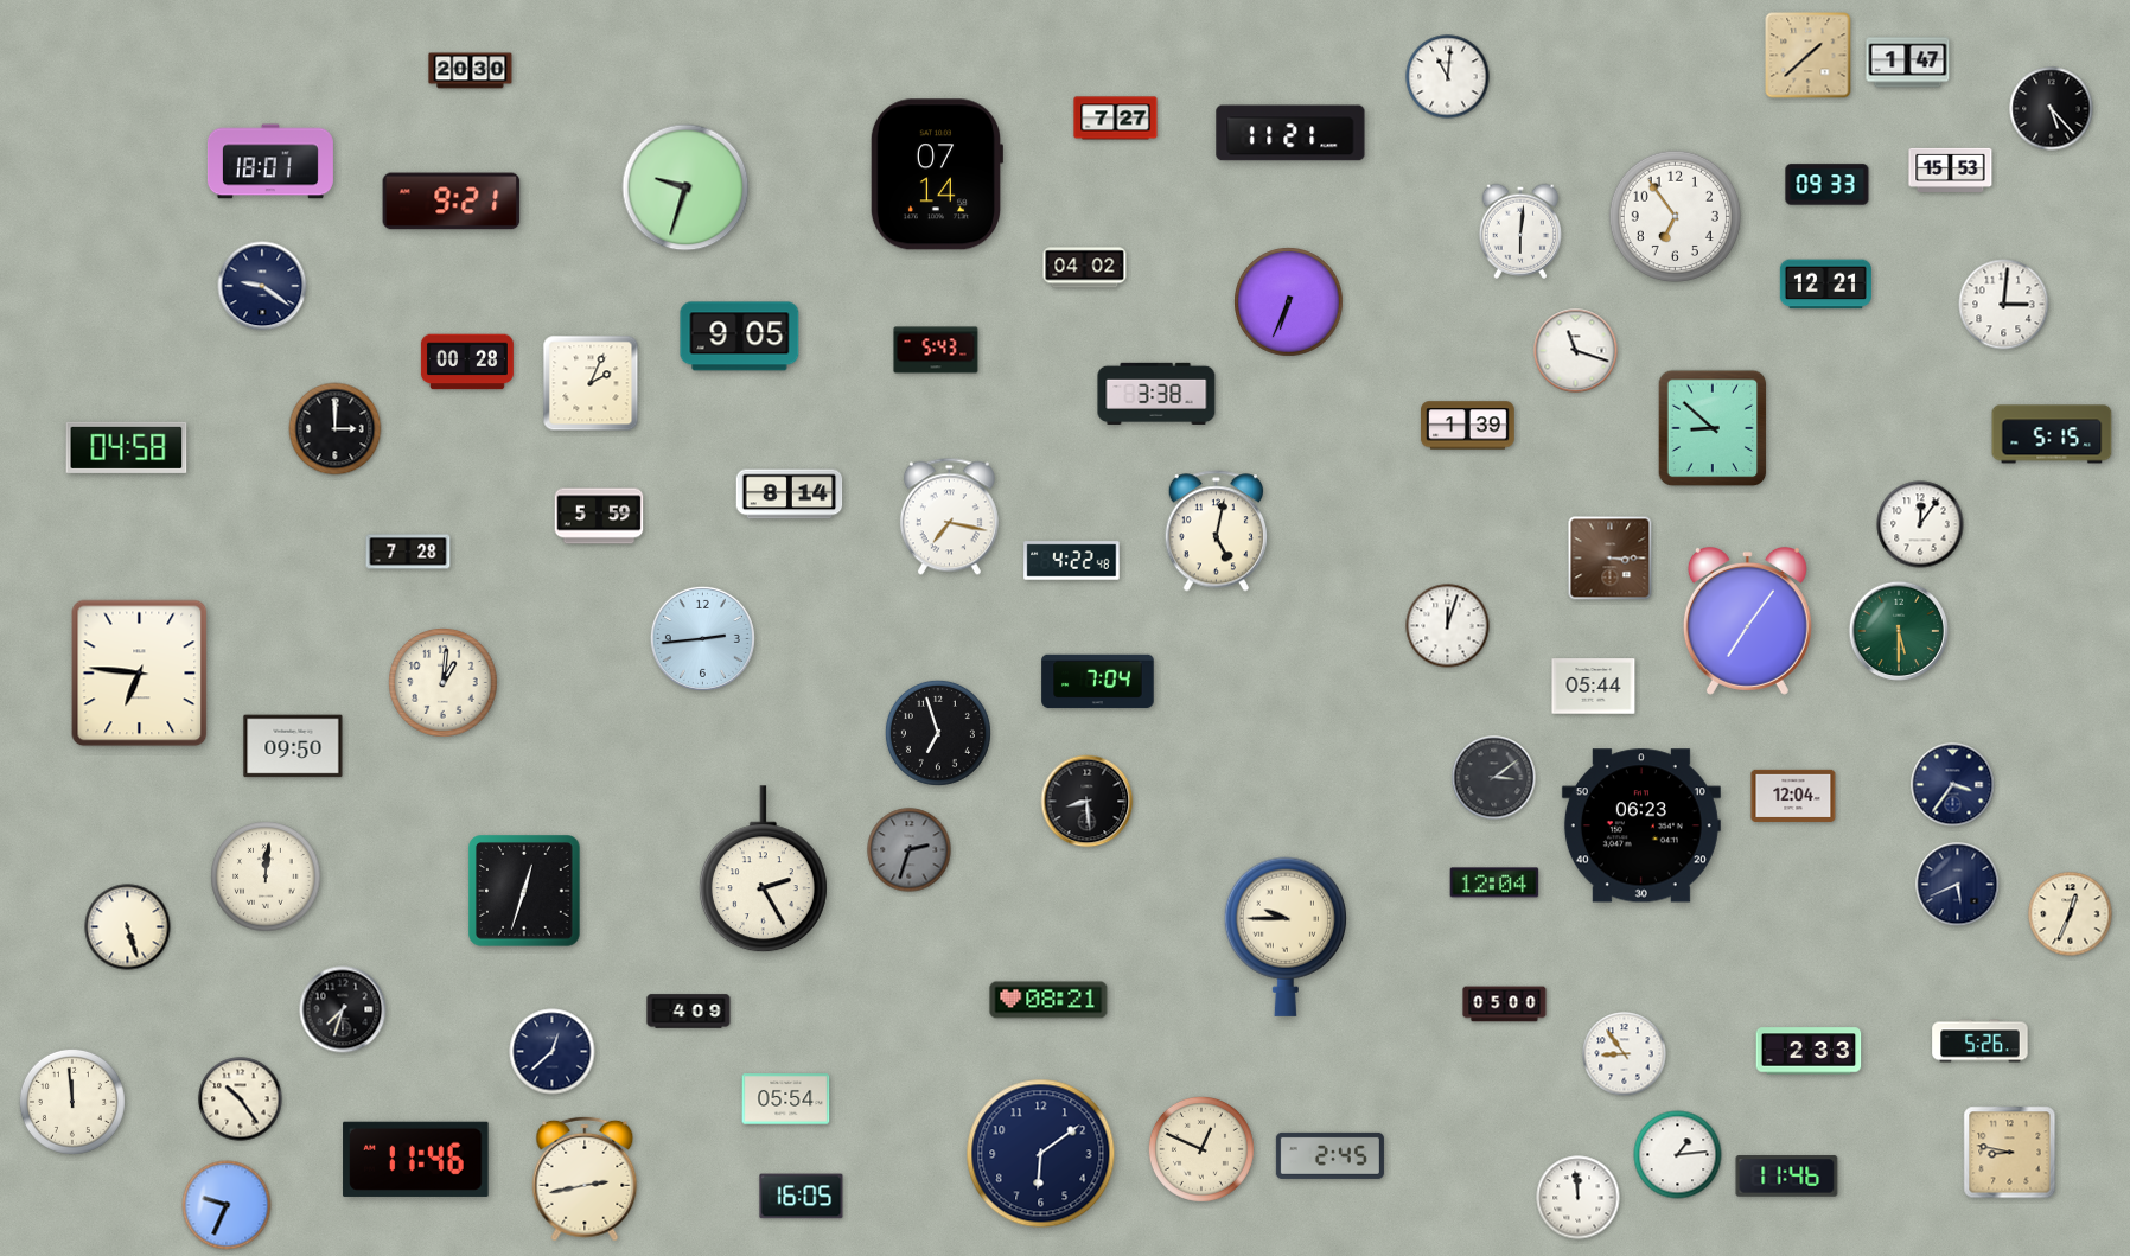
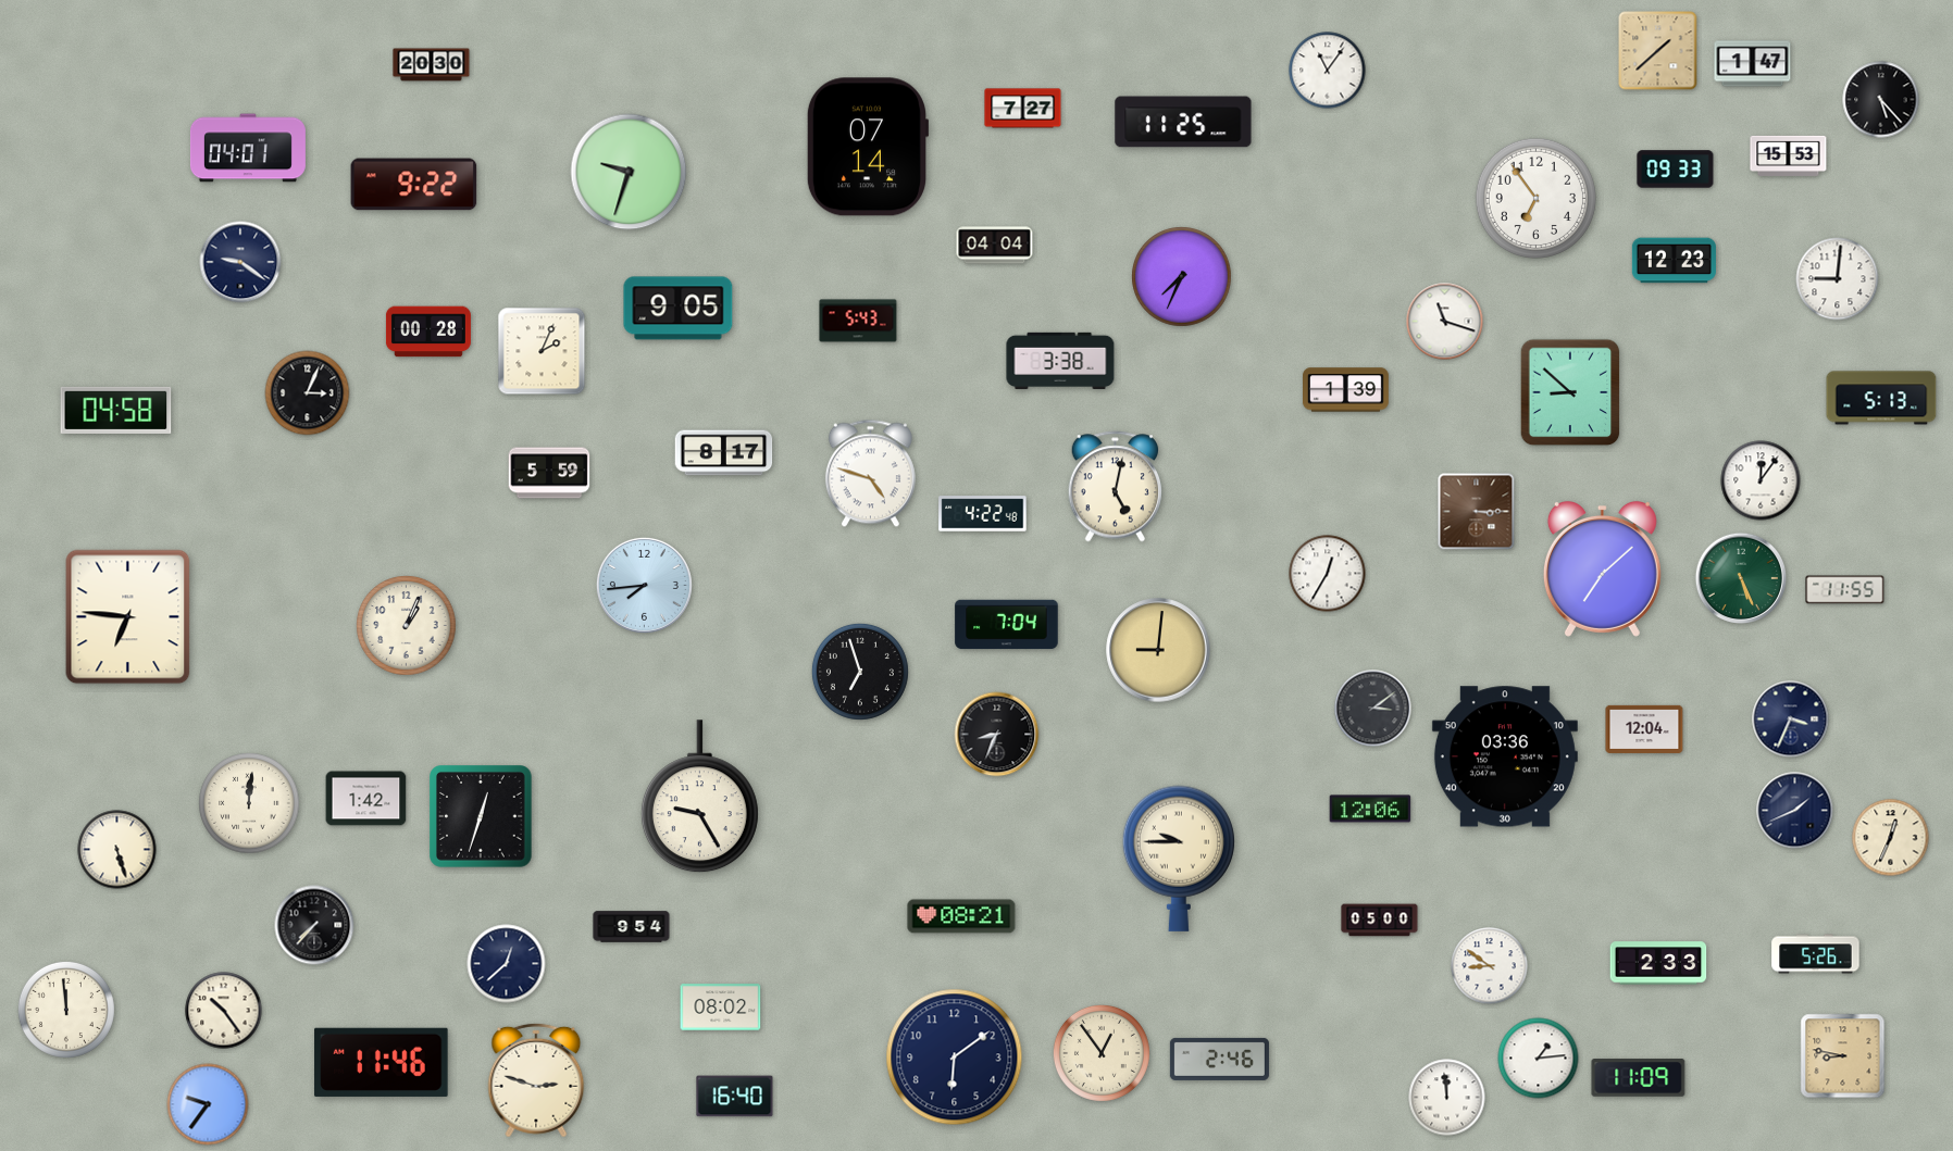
clock at (1908, 63) position: (1908, 63) -> (1753, 64)
clock at (1448, 77): 11:01 -> 11:06
clock at (1290, 133): 11:21 -> 11:25
clock at (270, 161): 18:01 -> 04:01
clock at (937, 174) position: (937, 174) -> (868, 147)
clock at (452, 202): 9:21 -> 9:22
clock at (1520, 231): 6:01 -> none
clock at (1085, 268): 04:02 -> 04:04
clock at (1825, 285): 12:21 -> 12:23
clock at (1289, 302): 6:34 -> 7:34
clock at (2004, 305): 3:01 -> 9:01
clock at (336, 429): 3:00 -> 3:04
clock at (2052, 434): 5:15 -> 5:13
clock at (790, 495): 8:14 -> 8:17
clock at (949, 517): 7:17 -> 4:48
clock at (408, 552): 7:28 -> none
clock at (1747, 620): 7:06 -> 7:08
clock at (1448, 626): 12:03 -> 12:35
clock at (1899, 631): 5:30 -> 5:26
clock at (702, 638): 2:44 -> 7:44
clock at (1845, 590): none -> 11:55
clock at (444, 683): 1:01 -> 1:04
clock at (1594, 687): 05:44 -> none
clock at (1158, 650): none -> 9:01
clock at (293, 746): 09:50 -> none
clock at (1494, 778) position: (1494, 778) -> (1373, 709)
clock at (1953, 785): 3:36 -> 3:34
clock at (1088, 802): 8:29 -> 8:34
clock at (1641, 825): 06:23 -> 03:36
clock at (910, 850): 2:33 -> none
clock at (763, 869): 2:25 -> 9:25
clock at (366, 799): none -> 1:42
clock at (266, 876) position: (266, 876) -> (249, 803)
clock at (1494, 882): 12:04 -> 12:06
clock at (1958, 885): 5:41 -> 1:41
clock at (2071, 914) position: (2071, 914) -> (1891, 838)
clock at (343, 1009): 7:33 -> 7:37
clock at (689, 1012): 4:09 -> 9:54
clock at (1625, 1054): 8:54 -> 8:51
clock at (241, 1099) position: (241, 1099) -> (224, 1011)
clock at (786, 1099): 05:54 -> 08:02
clock at (1201, 1149): 12:49 -> 12:54
clock at (1329, 1155): 2:45 -> 2:46
clock at (1787, 1177): 11:46 -> 11:09
clock at (585, 1179): 2:43 -> 2:48
clock at (802, 1197): 16:05 -> 16:40
clock at (227, 1205): 9:34 -> 9:36
